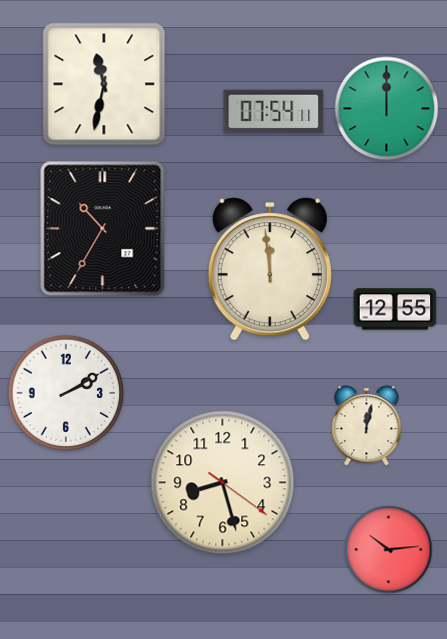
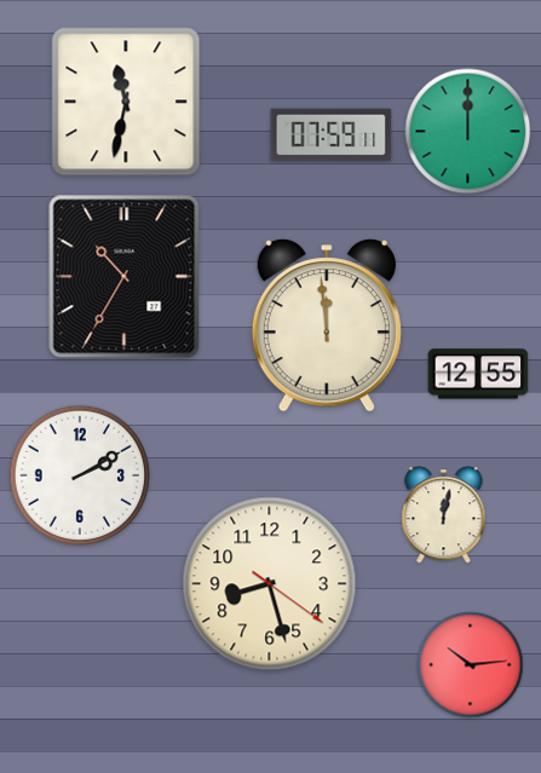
clock at (274, 112): 07:54 -> 07:59
